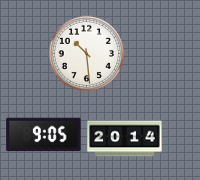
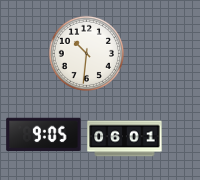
clock at (86, 53): 10:29 -> 10:31
clock at (125, 139): 20:14 -> 06:01
